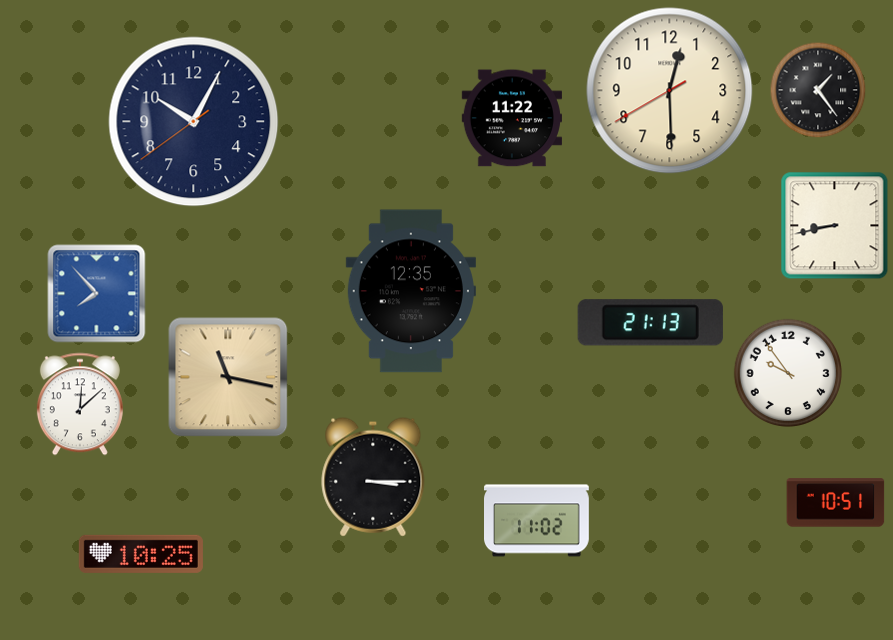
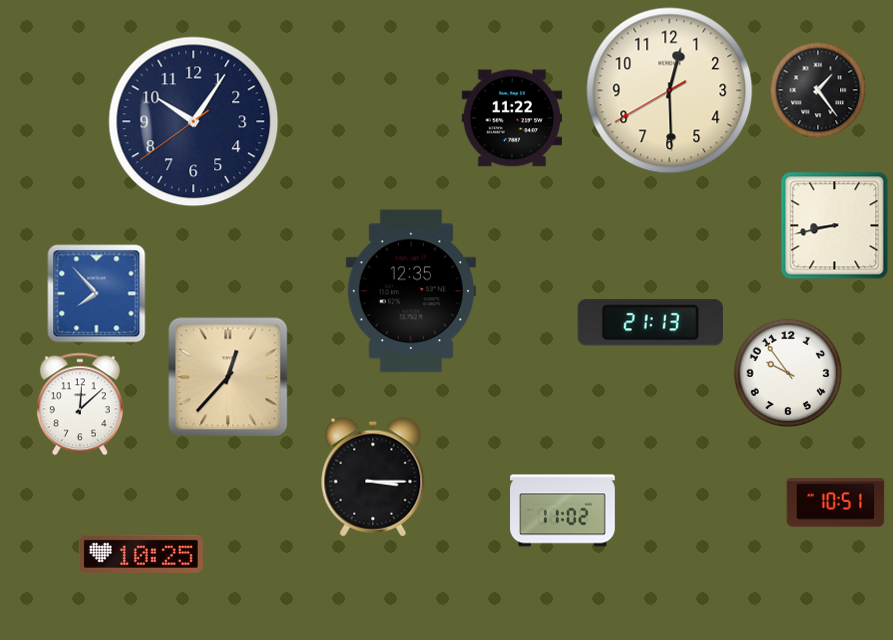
clock at (194, 122): 10:04 -> 10:05
clock at (228, 377): 11:17 -> 12:37
clock at (537, 521) position: (537, 521) -> (563, 511)
